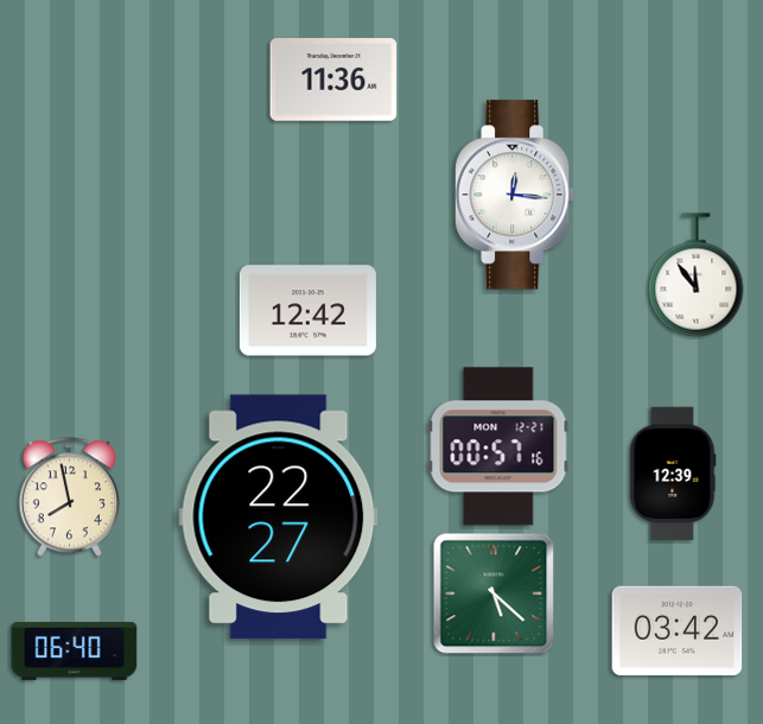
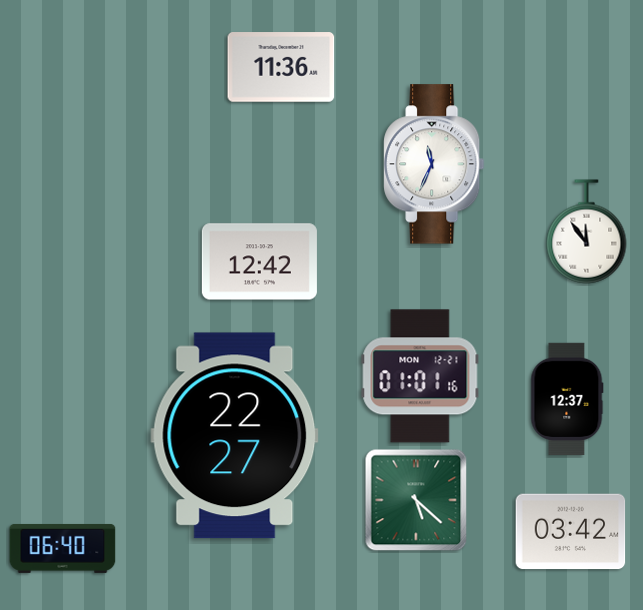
clock at (515, 195): 12:16 -> 11:34
clock at (498, 446): 00:57 -> 01:01
clock at (673, 474): 12:39 -> 12:37
clock at (69, 497): 7:58 -> none
